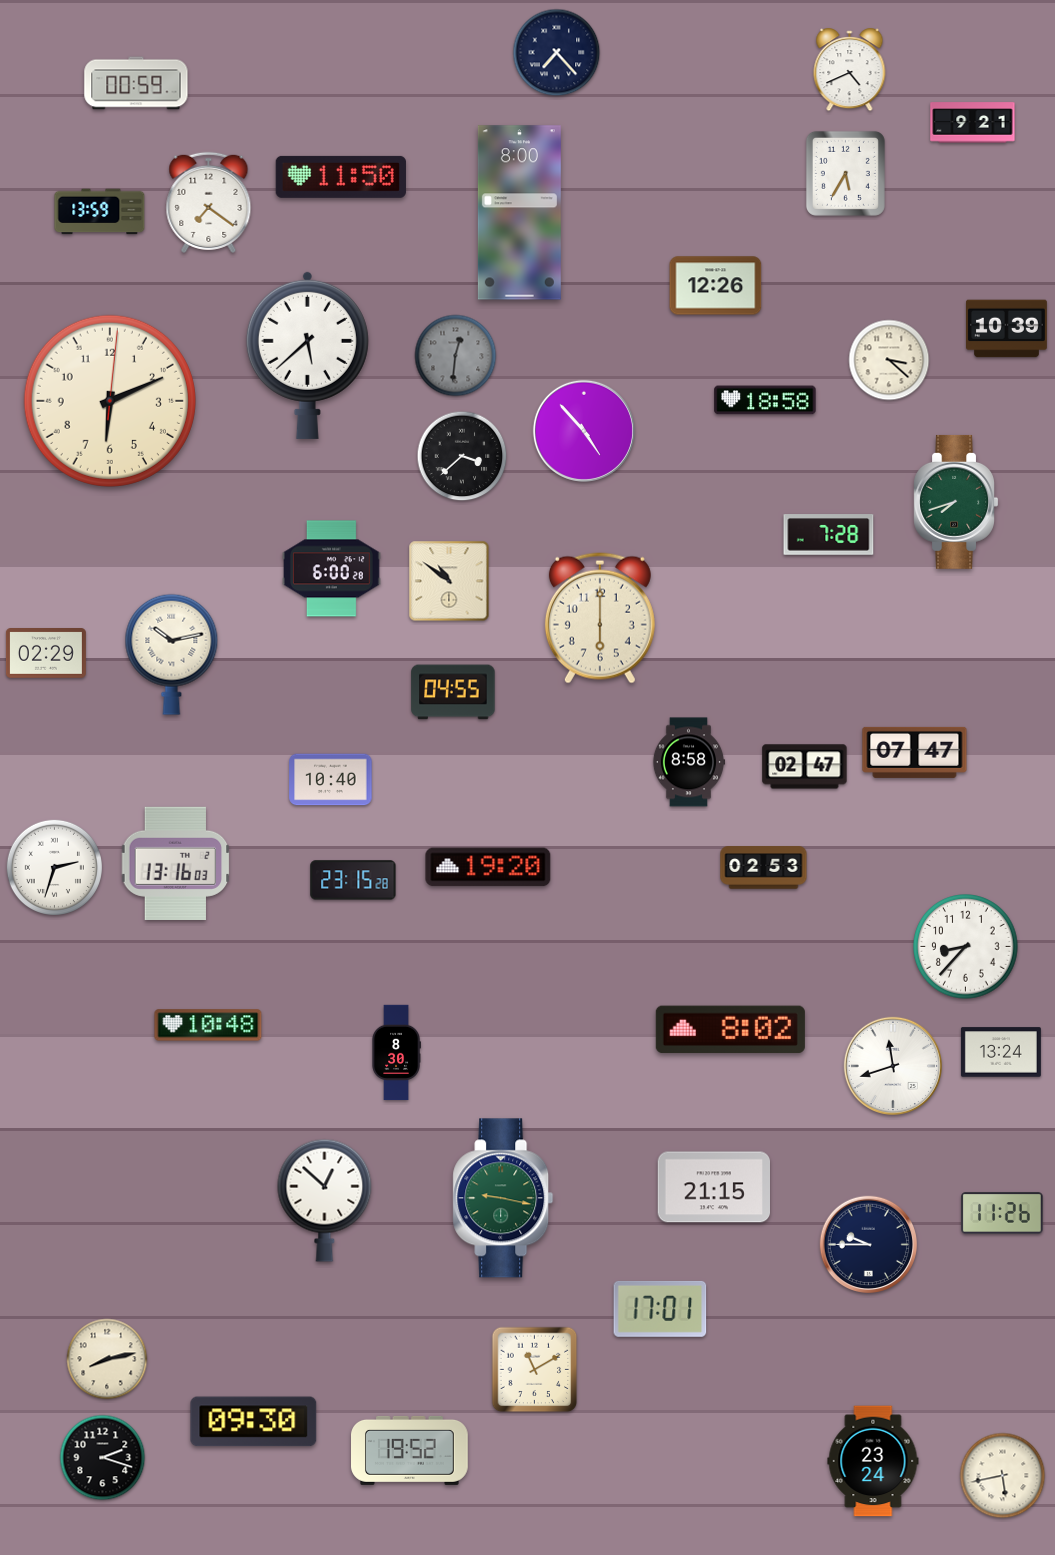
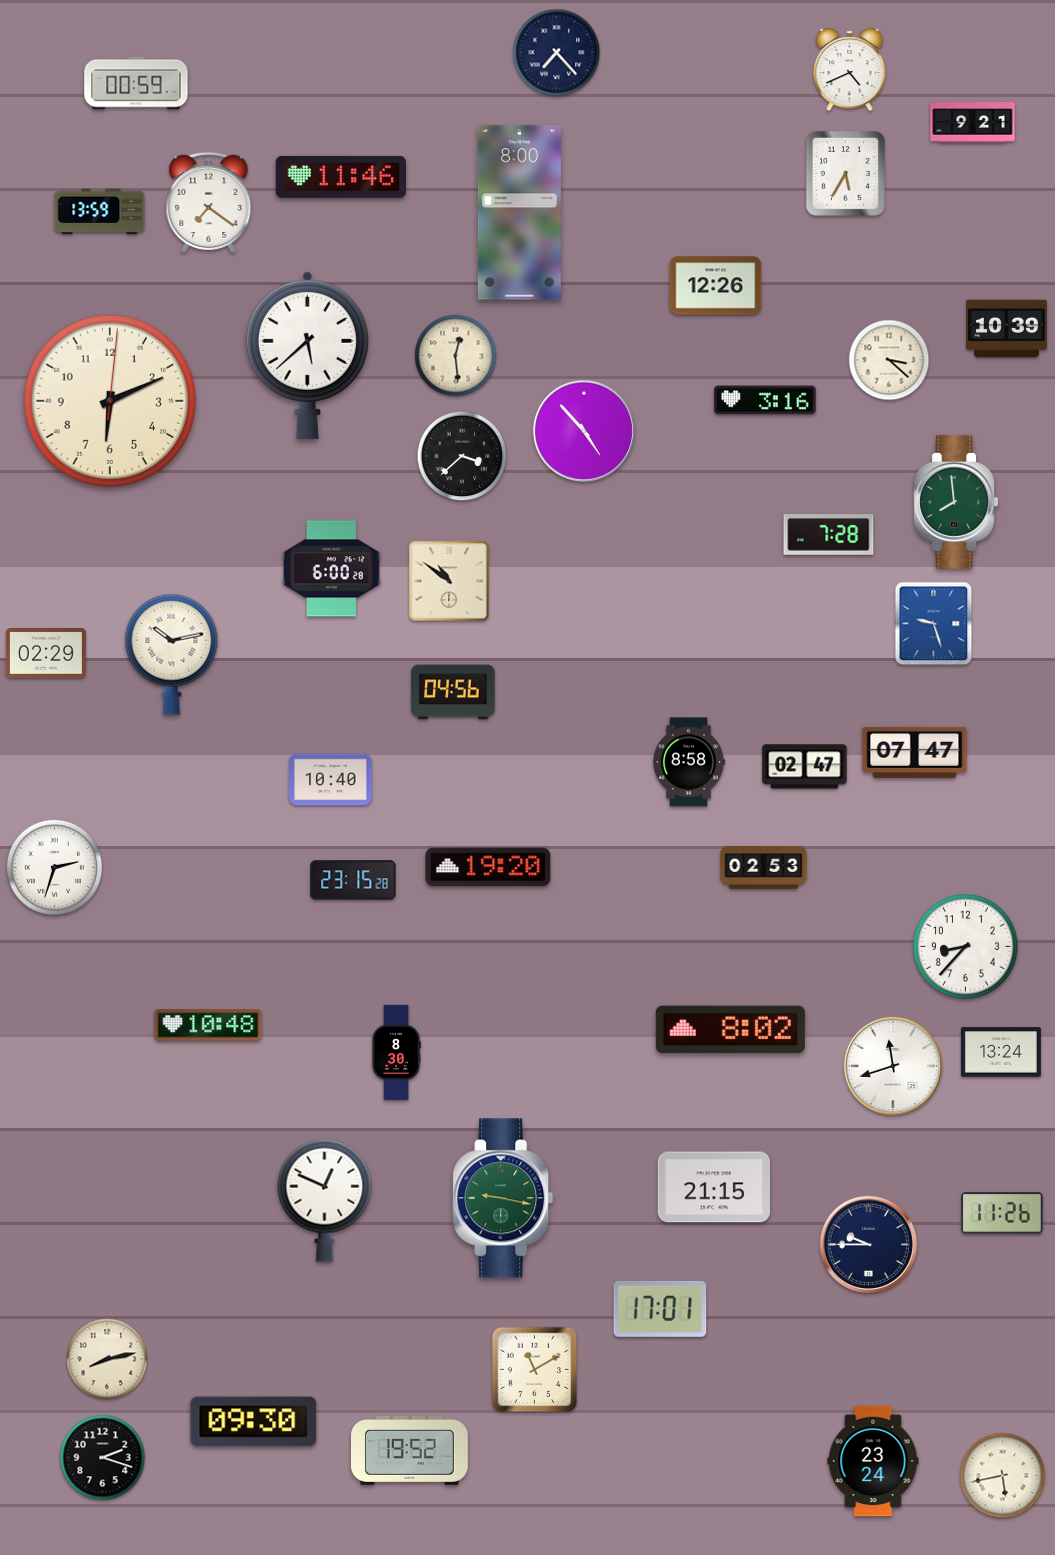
clock at (341, 177): 11:50 -> 11:46
clock at (456, 356): 12:31 -> 12:29
clock at (456, 356) dial: grey -> cream
clock at (765, 400): 18:58 -> 3:16
clock at (955, 502): 7:42 -> 7:59
clock at (600, 618): 6:00 -> none
clock at (934, 624): none -> 9:27
clock at (453, 692): 04:55 -> 04:56
clock at (176, 863): 13:16 -> none
clock at (325, 1200): 12:52 -> 12:49
